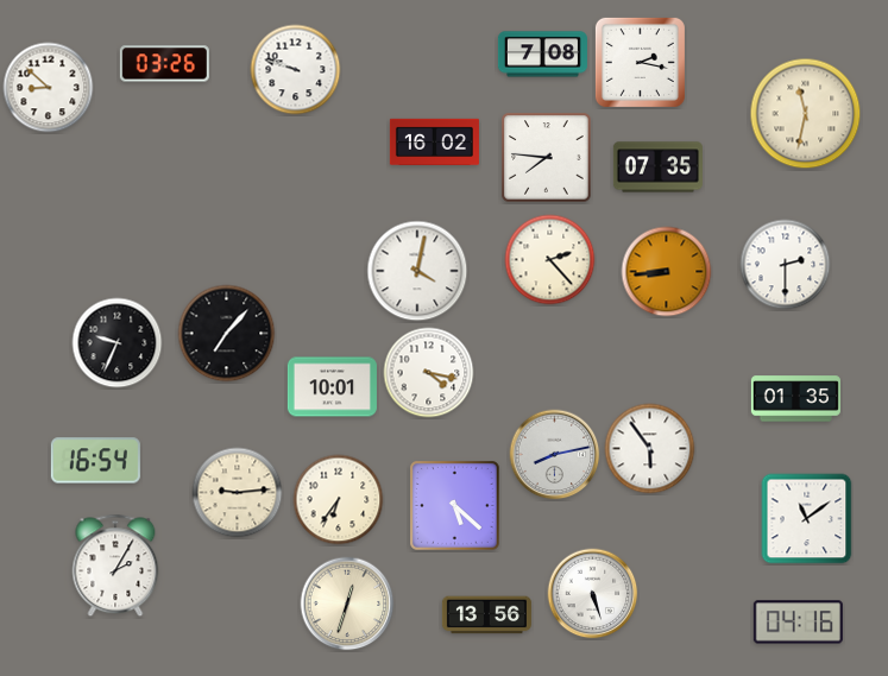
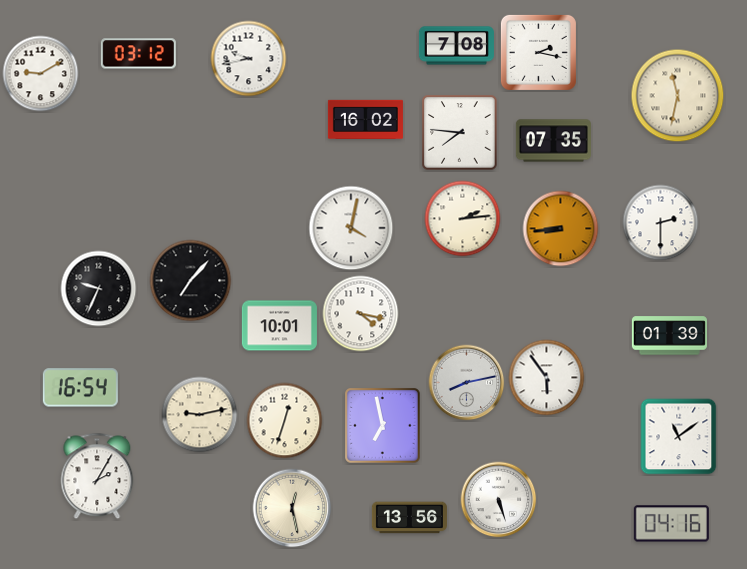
clock at (164, 64): 03:26 -> 03:12
clock at (296, 70): 9:48 -> 9:43
clock at (49, 88): 8:52 -> 9:10
clock at (550, 260): 2:23 -> 2:14
clock at (795, 399): 01:35 -> 01:39
clock at (238, 493): 9:14 -> 9:13
clock at (339, 500): 6:36 -> 12:33
clock at (455, 506): 5:22 -> 6:58
clock at (347, 604): 12:33 -> 12:28
